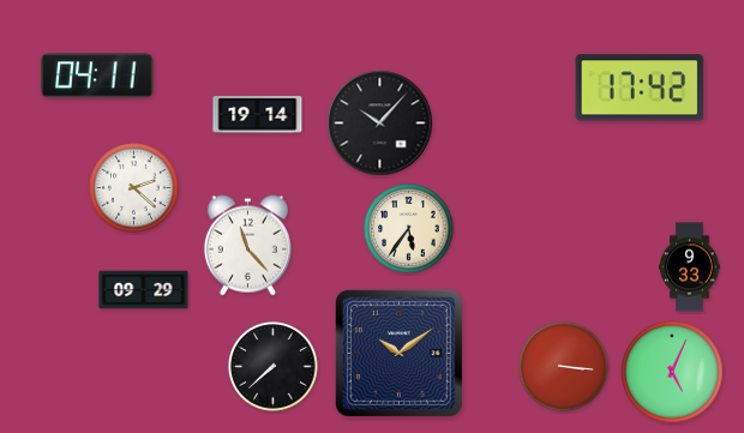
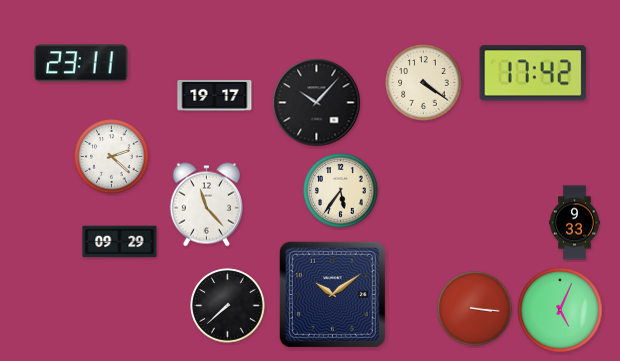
clock at (97, 76): 04:11 -> 23:11
clock at (424, 83): none -> 4:21
clock at (258, 115): 19:14 -> 19:17
clock at (564, 367) position: (564, 367) -> (475, 309)
